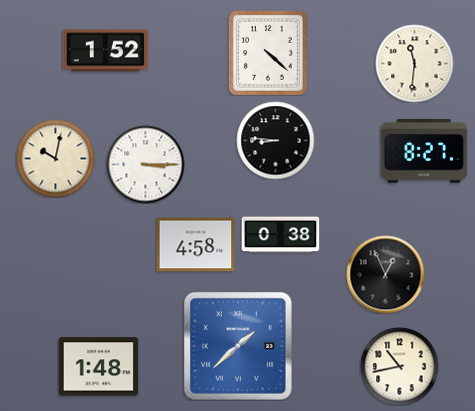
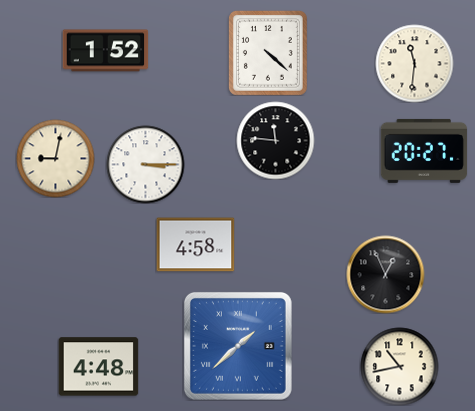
clock at (275, 140): 8:46 -> 11:46
clock at (424, 151): 8:27 -> 20:27
clock at (55, 158): 10:02 -> 9:02
clock at (280, 235): 0:38 -> none
clock at (98, 367): 1:48 -> 4:48
